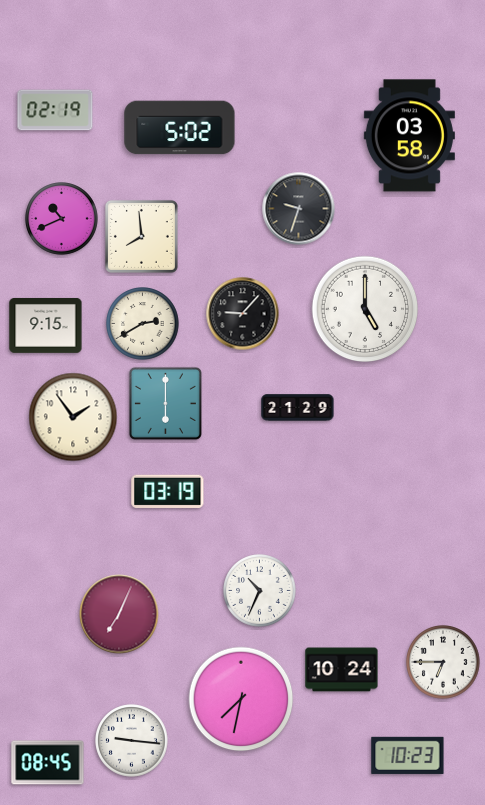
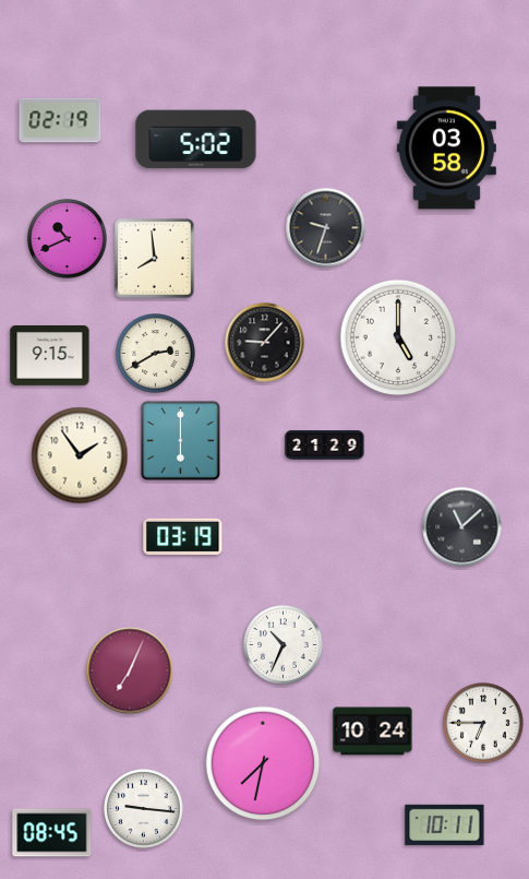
clock at (462, 527): none -> 11:08
clock at (408, 755): 10:23 -> 10:11
